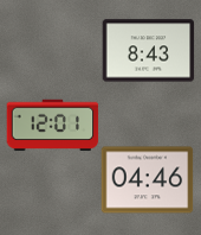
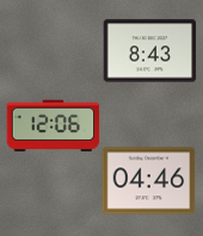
clock at (52, 126): 12:01 -> 12:06
